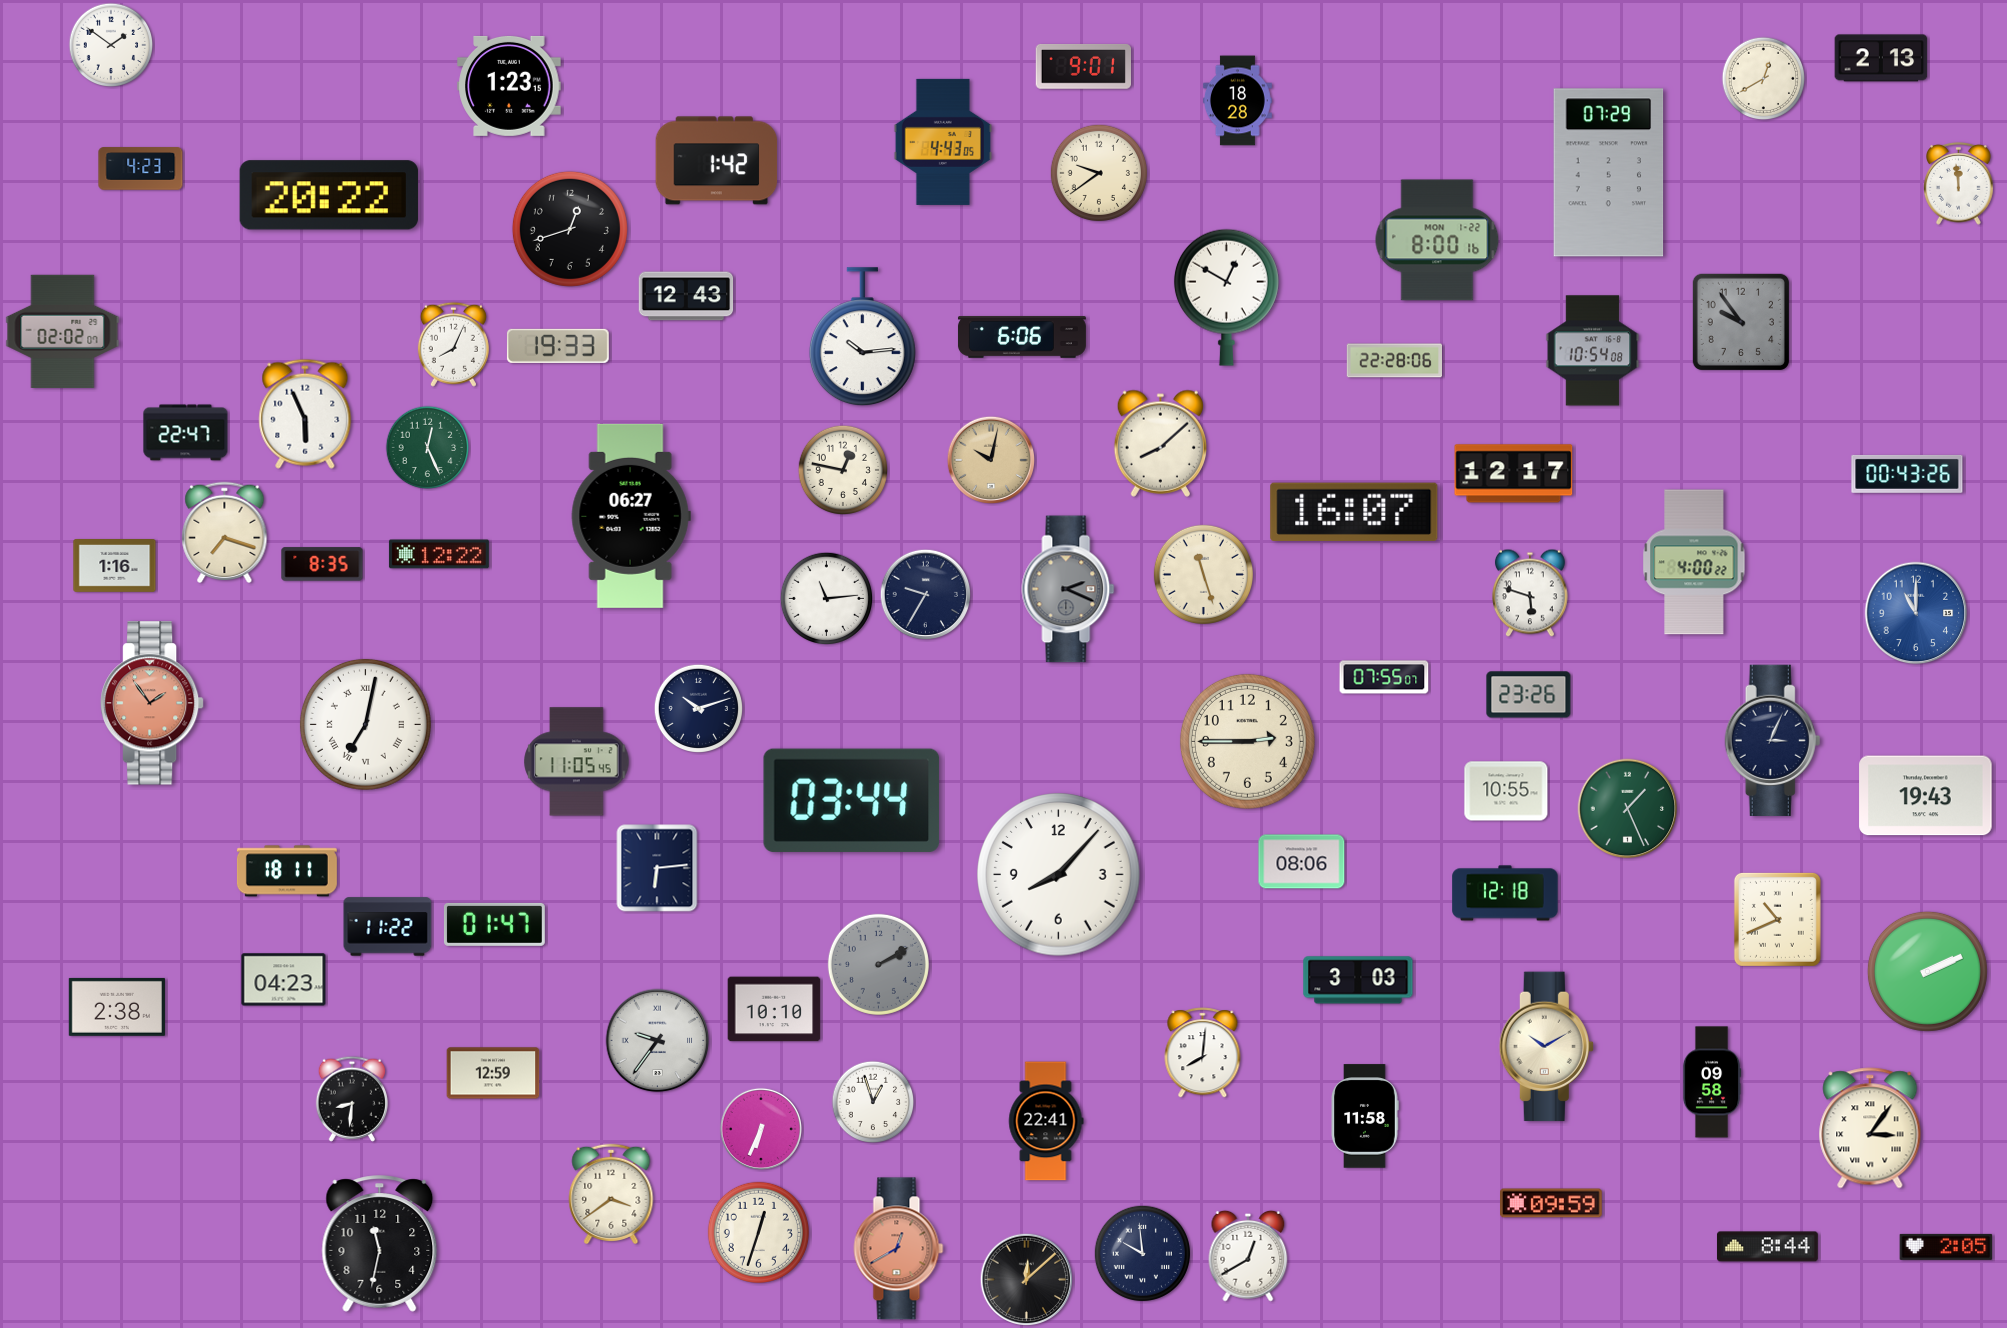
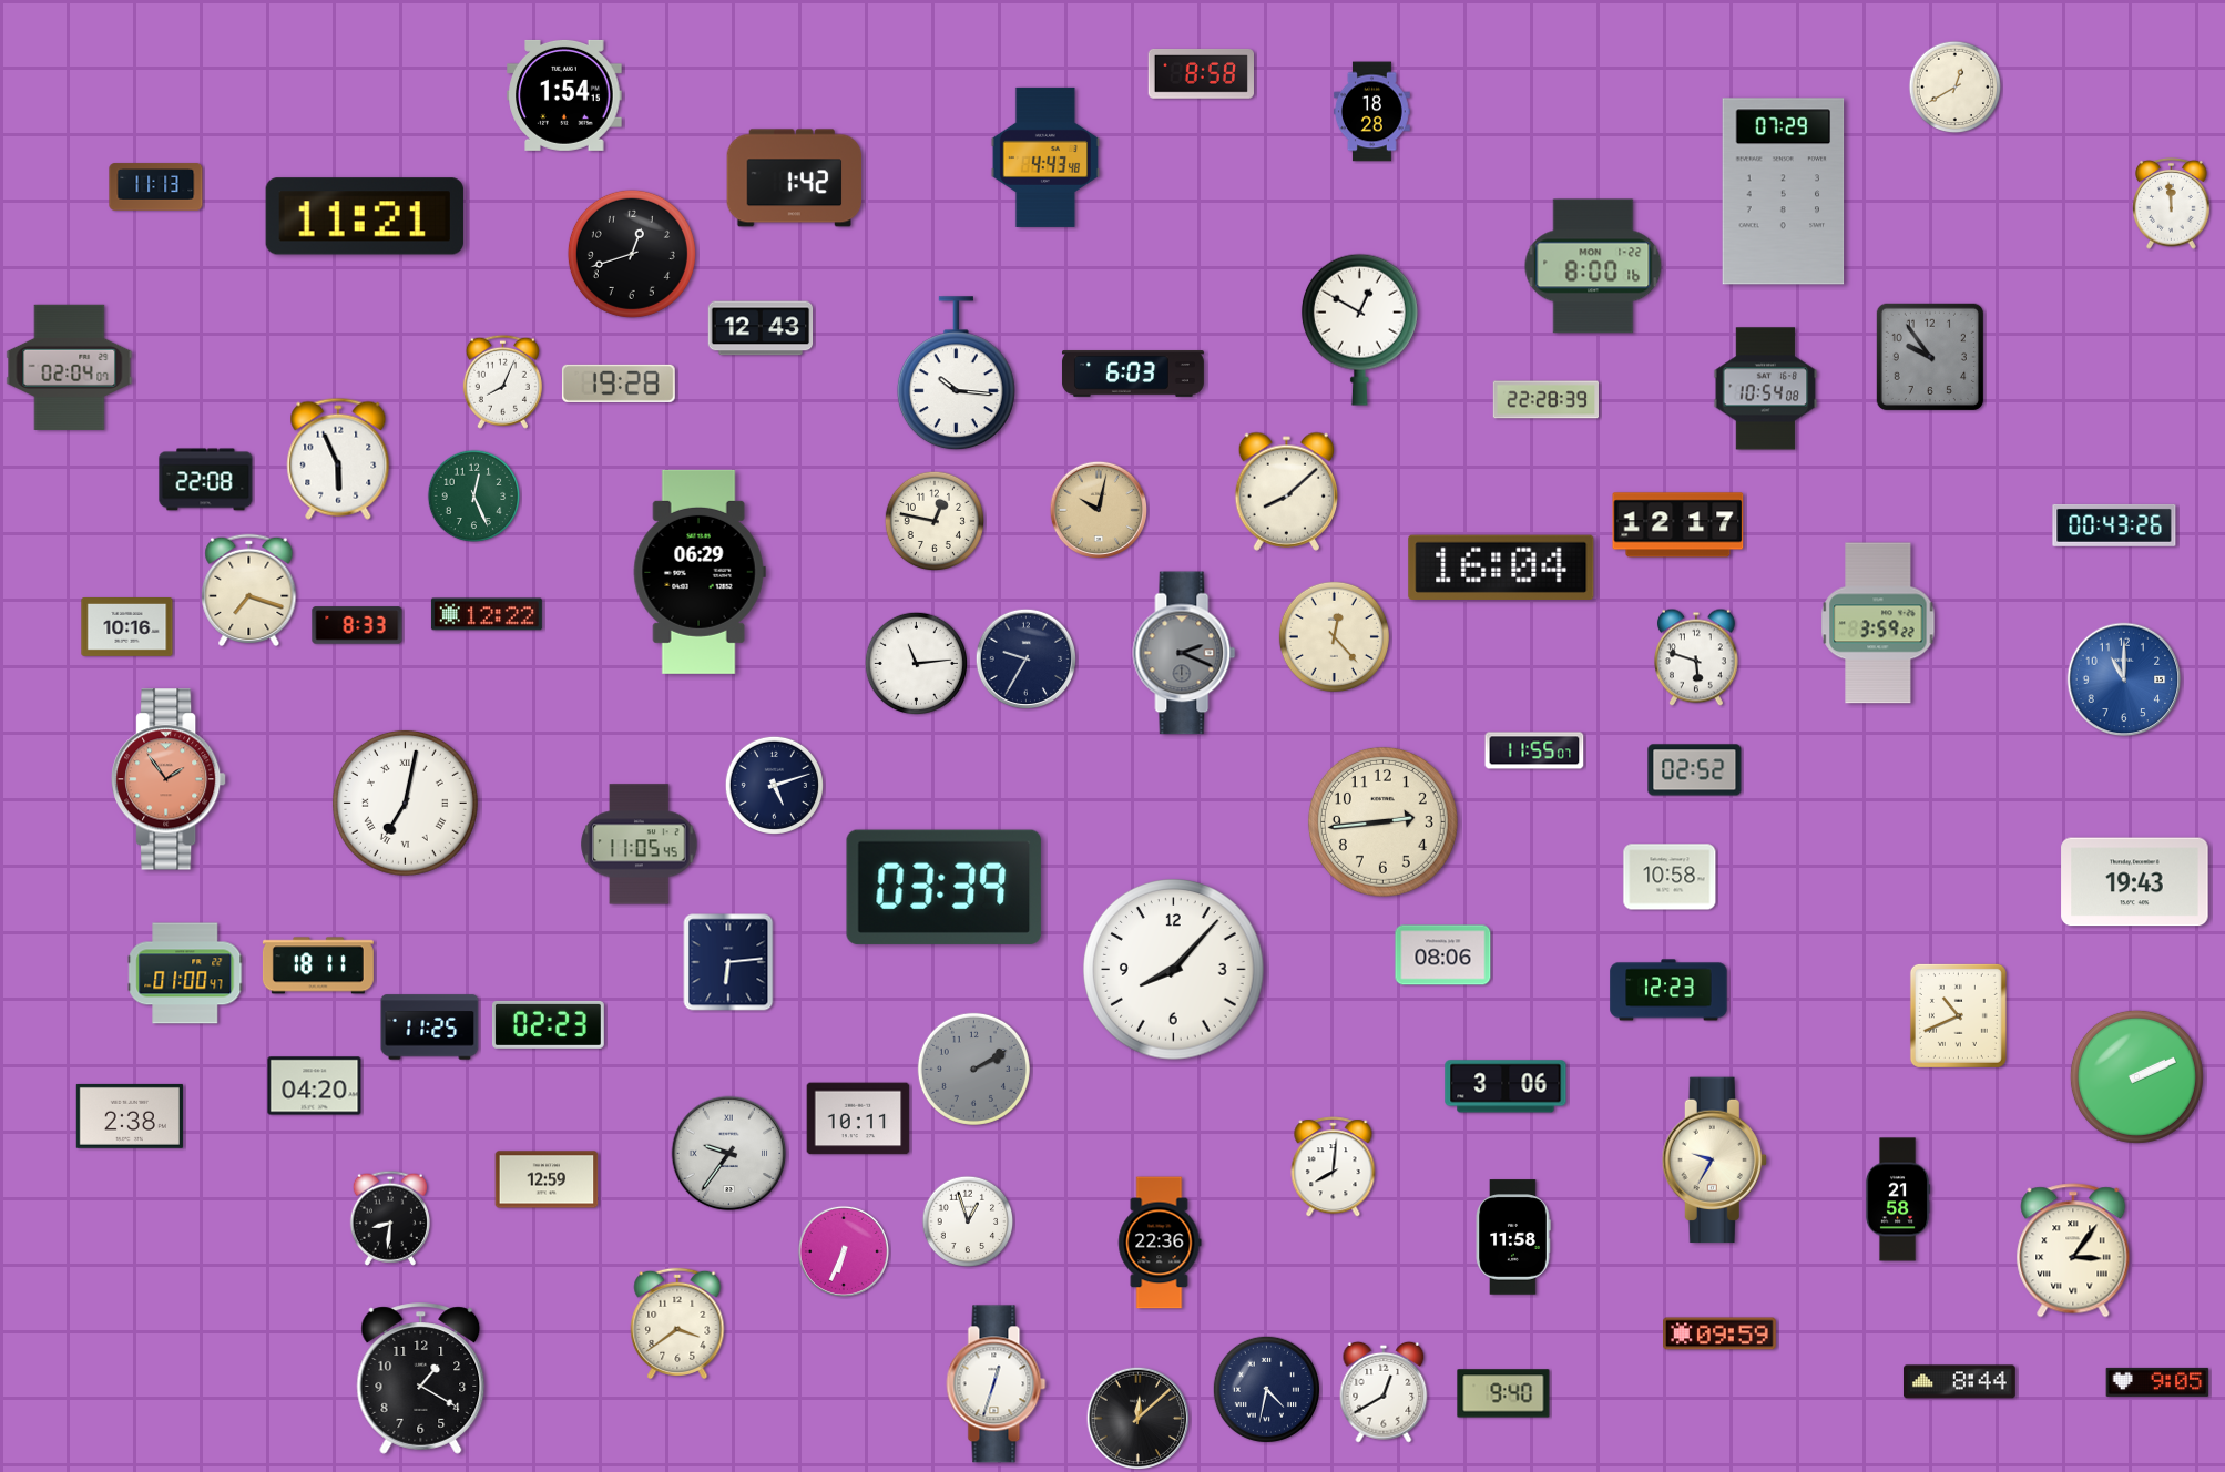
clock at (111, 45): 1:51 -> none
clock at (1881, 58): 2:13 -> none
clock at (1083, 67): 9:01 -> 8:58
clock at (509, 86): 1:23 -> 1:54
clock at (943, 142): 4:43:05 -> 4:43:48
clock at (141, 169): 4:23 -> 11:13
clock at (1099, 173): 9:39 -> none
clock at (329, 195): 20:22 -> 11:21
clock at (63, 331): 02:02 -> 02:04
clock at (862, 337): 10:14 -> 10:16
clock at (1022, 338): 6:06 -> 6:03
clock at (558, 346): 19:33 -> 19:28
clock at (1395, 361): 22:28:06 -> 22:28:39
clock at (186, 433): 22:47 -> 22:08
clock at (1354, 512): 16:07 -> 16:04
clock at (631, 516): 06:27 -> 06:29
clock at (1694, 562): 4:00 -> 3:59
clock at (322, 564): 8:35 -> 8:33
clock at (115, 566): 1:16 -> 10:16
clock at (1203, 574): 11:27 -> 12:23
clock at (1384, 677): 07:55 -> 11:55
clock at (1529, 695): 23:26 -> 02:52
clock at (699, 709): 10:12 -> 5:12
clock at (1773, 740): 3:04 -> none
clock at (1247, 741): 2:45 -> 2:44
clock at (1506, 791): 10:55 -> 10:58
clock at (852, 800): 03:44 -> 03:39
clock at (1628, 809): 1:26 -> none
clock at (185, 973): none -> 01:00
clock at (1505, 893): 12:18 -> 12:23
clock at (1777, 919) position: (1777, 919) -> (1958, 1015)
clock at (494, 924): 01:47 -> 02:23
clock at (388, 927): 11:22 -> 11:25
clock at (284, 980): 04:23 -> 04:20
clock at (1358, 980): 3:03 -> 3:06
clock at (774, 1009): 10:10 -> 10:11
clock at (1546, 1047): 10:10 -> 9:35
clock at (493, 1073) position: (493, 1073) -> (547, 1179)
clock at (1712, 1082): 09:58 -> 21:58
clock at (1046, 1121): 22:41 -> 22:36
clock at (758, 1232): 12:33 -> none
clock at (380, 1244): 11:32 -> 1:20
clock at (1946, 1247): 2:05 -> 9:05
clock at (899, 1249): 12:40 -> 12:33
clock at (899, 1249) dial: salmon -> white
clock at (1142, 1253): 9:59 -> 4:32
clock at (1503, 1393): none -> 9:40
